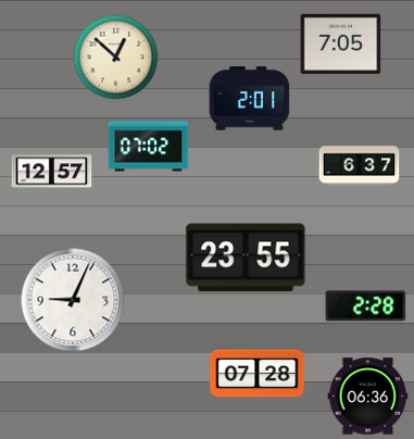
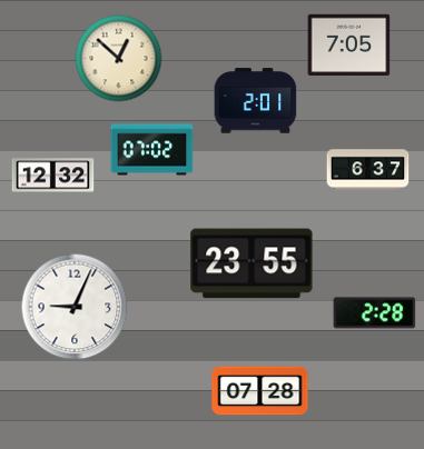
clock at (52, 172): 12:57 -> 12:32
clock at (258, 374) position: (258, 374) -> (260, 391)
clock at (368, 397): 06:36 -> none
